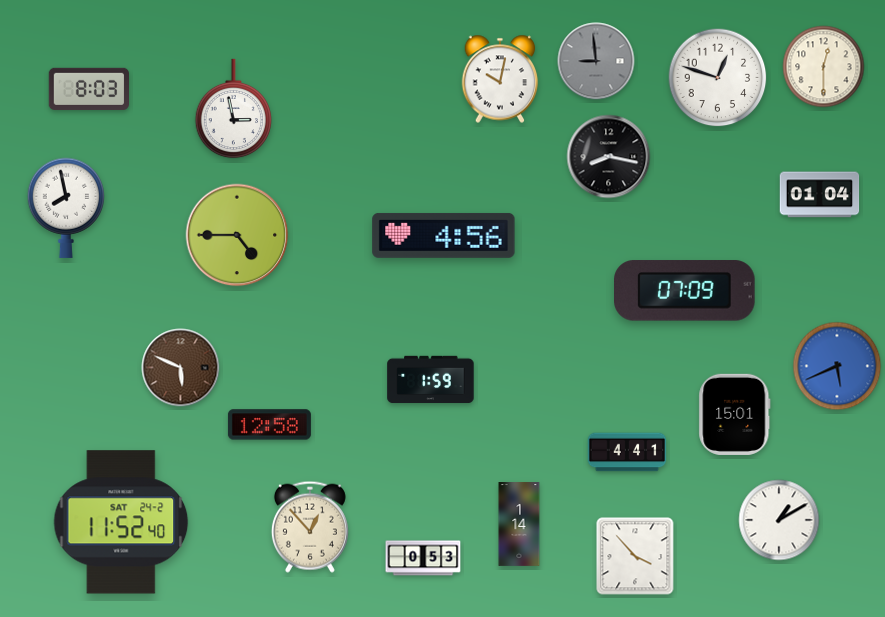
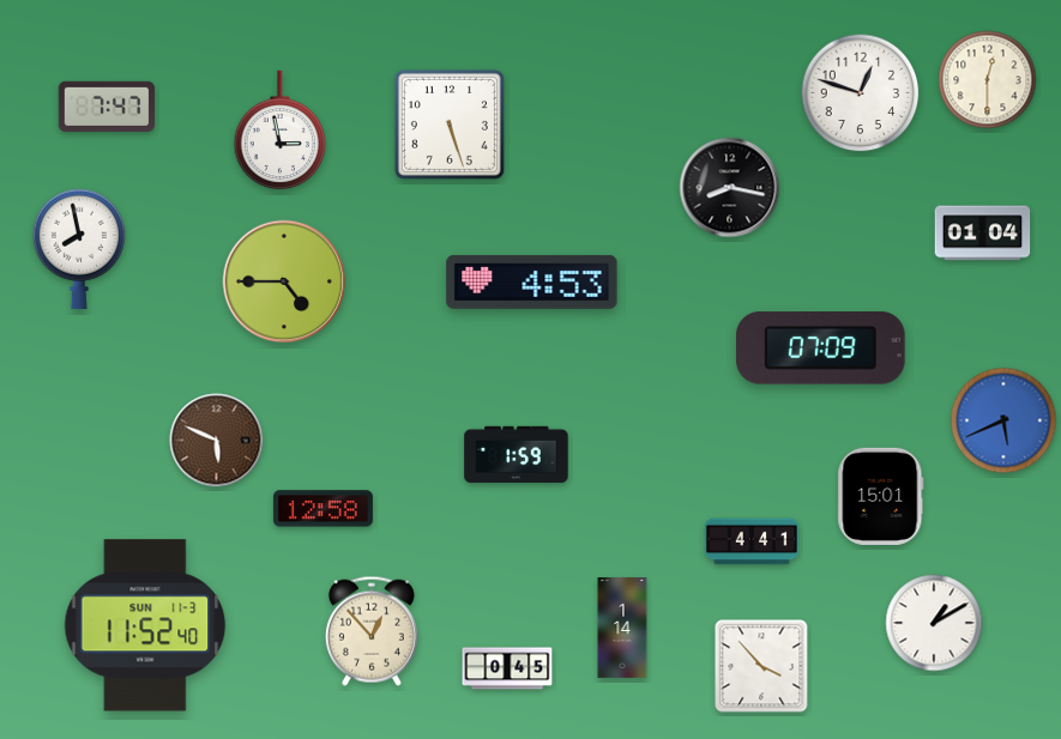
clock at (596, 61): 8:59 -> none
clock at (500, 79): 10:02 -> none
clock at (88, 89): 8:03 -> 7:47
clock at (450, 125): none -> 5:27
clock at (444, 235): 4:56 -> 4:53
clock at (837, 366) position: (837, 366) -> (1003, 420)
clock at (121, 522) date: SAT 24-2 -> SUN 11-3
clock at (423, 558): 0:53 -> 0:45
